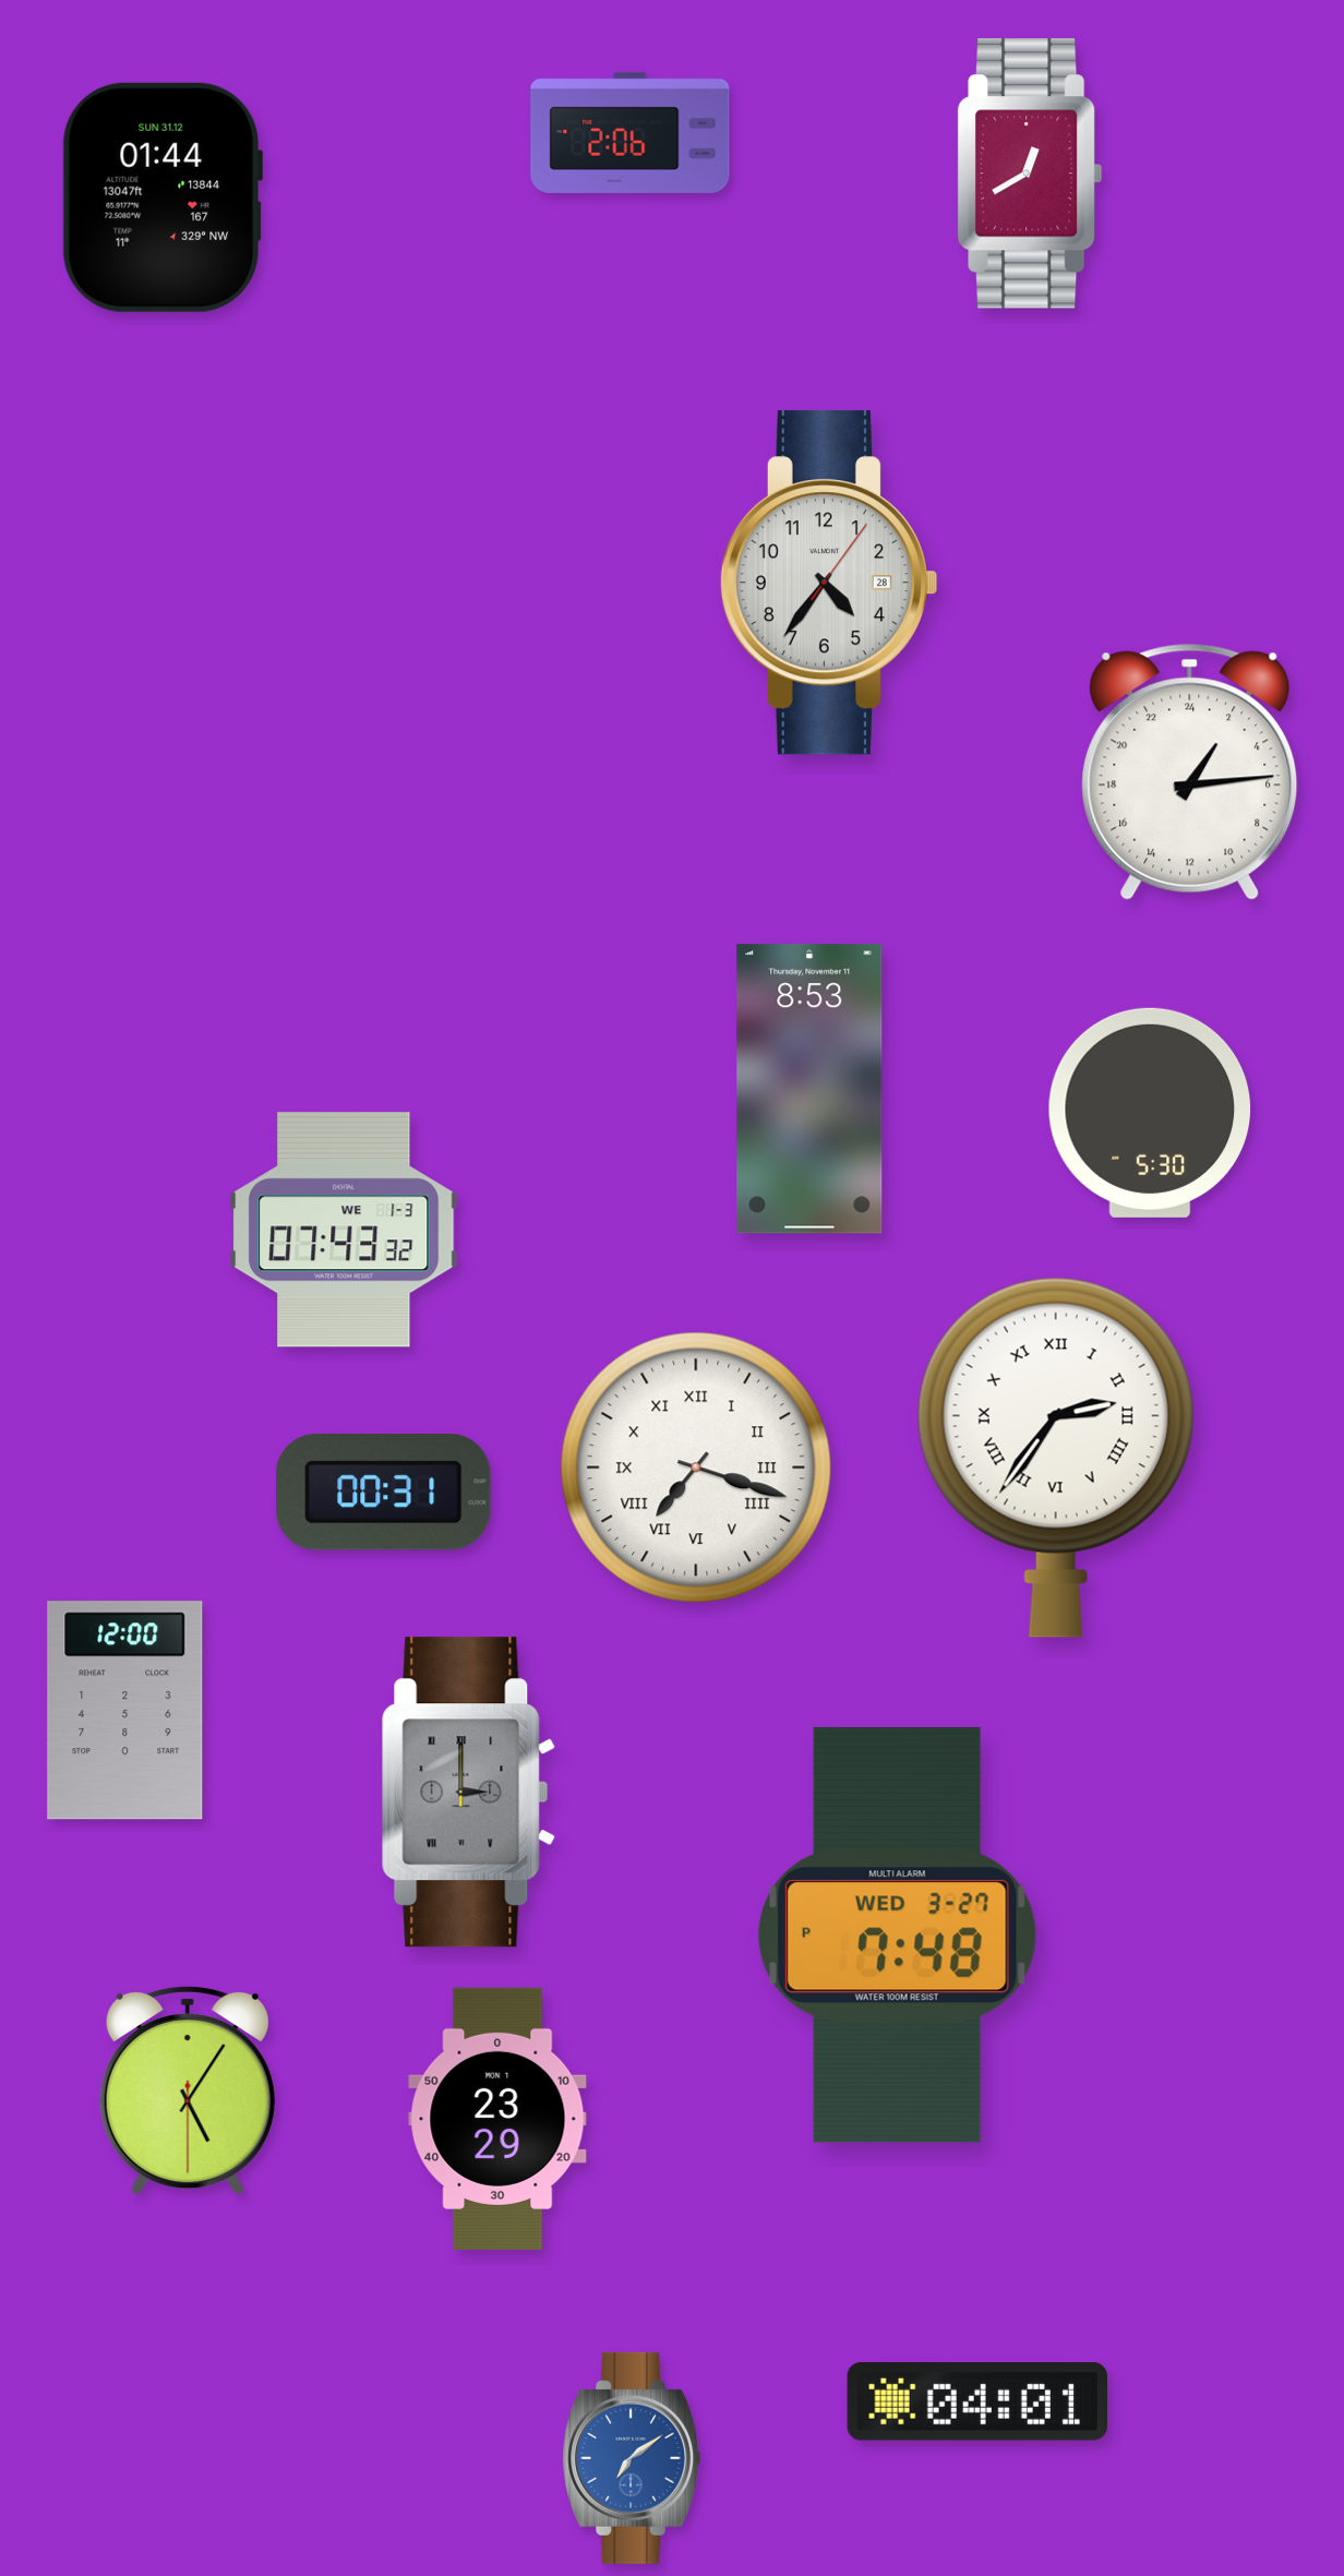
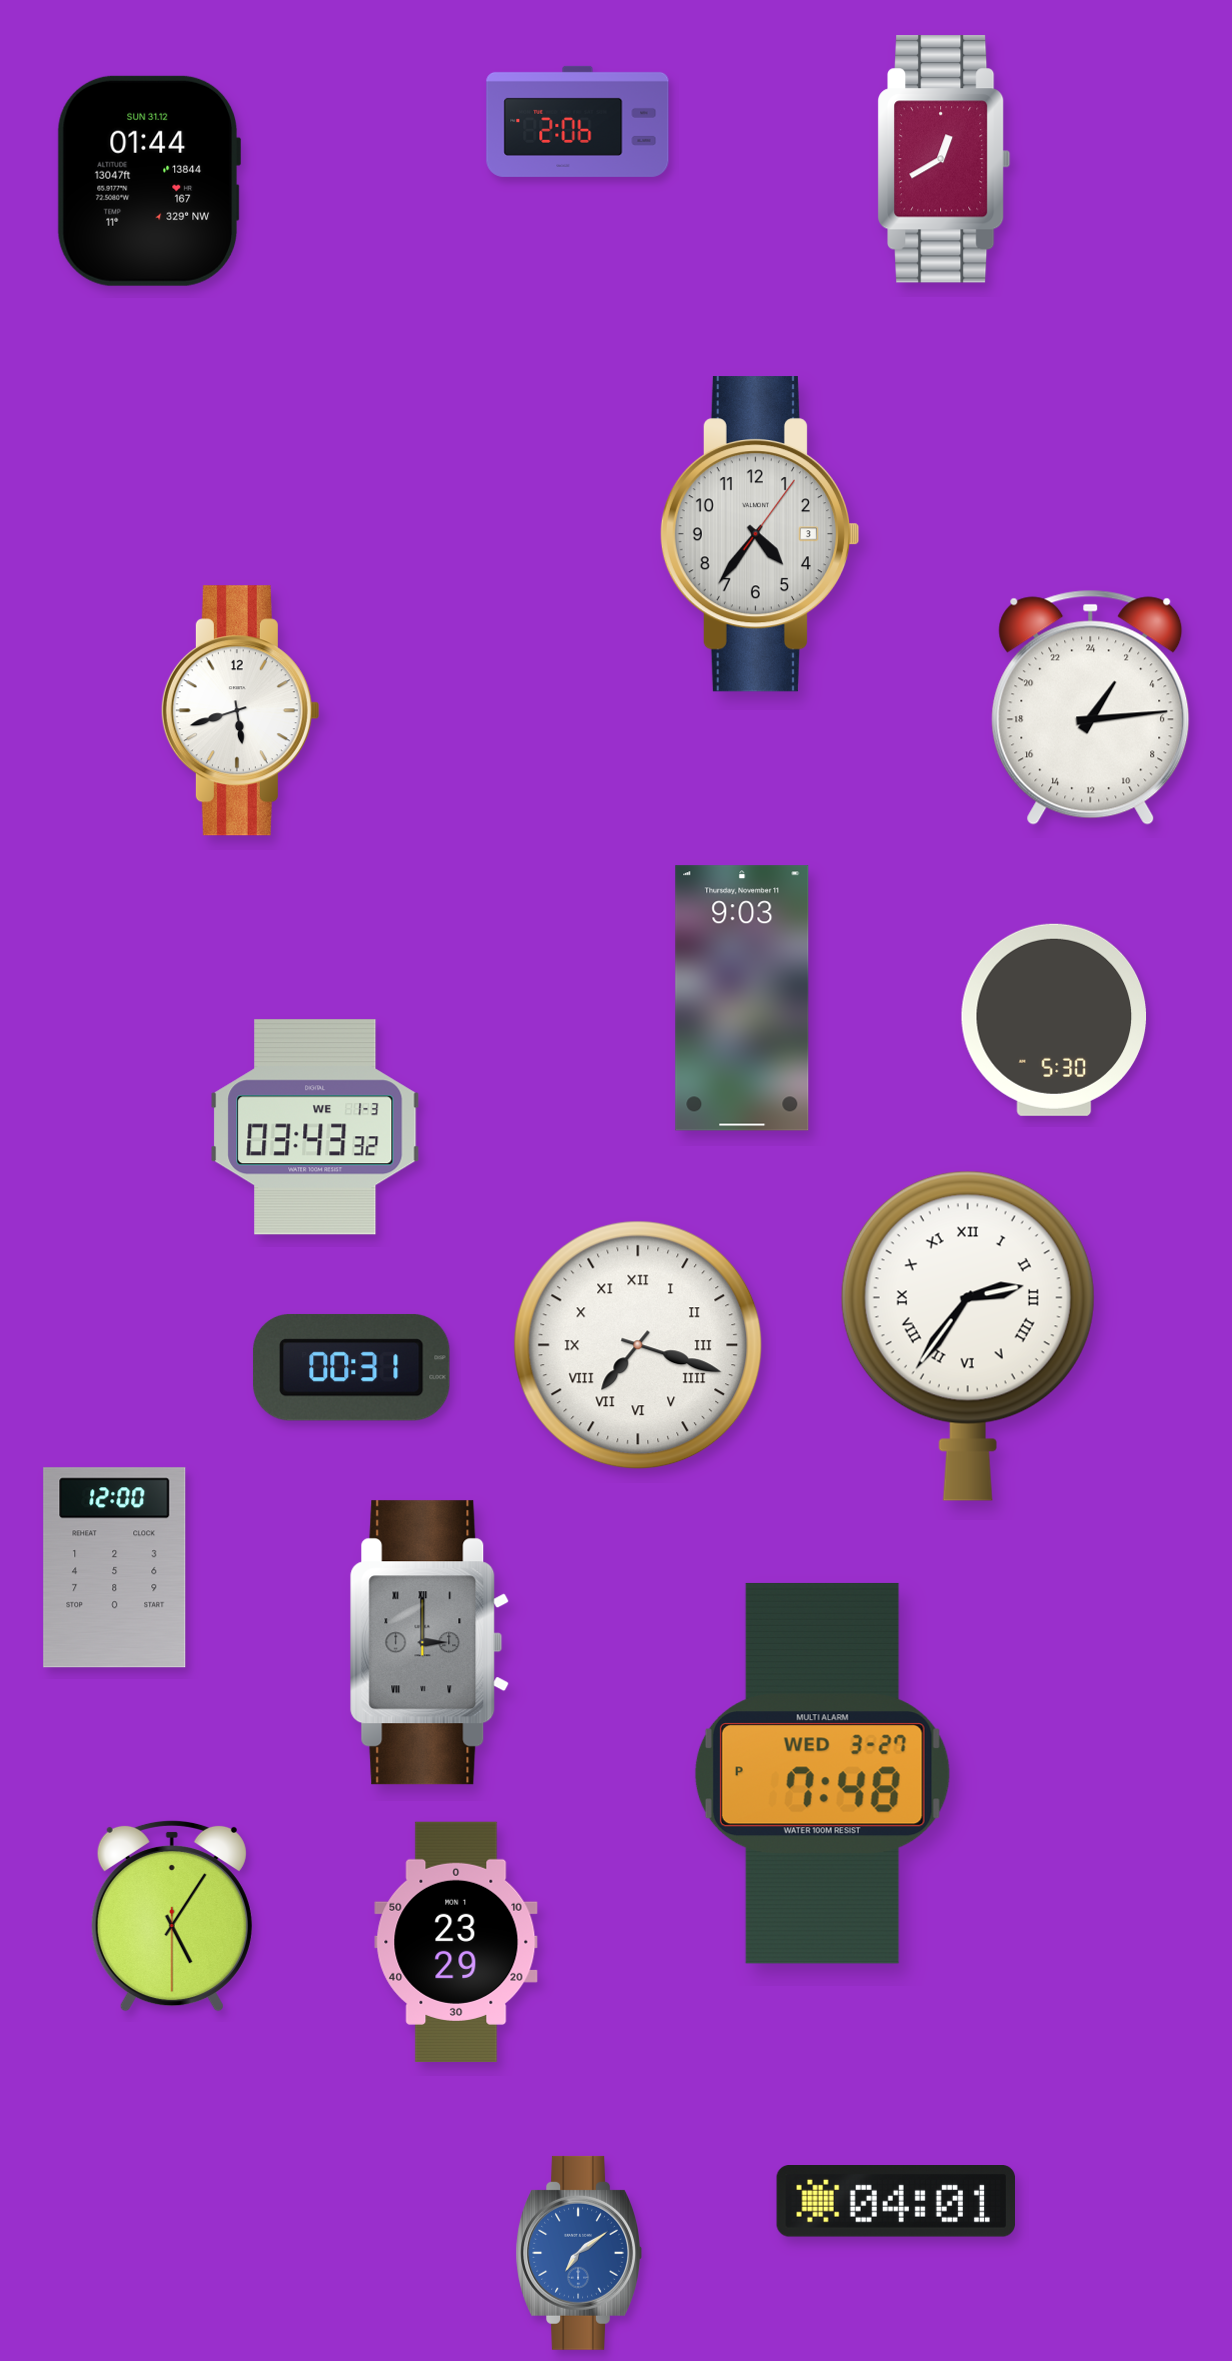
clock at (828, 583) date: 28 -> 3
clock at (240, 711): none -> 5:42
clock at (809, 1089): 8:53 -> 9:03
clock at (344, 1230): 07:43 -> 03:43
